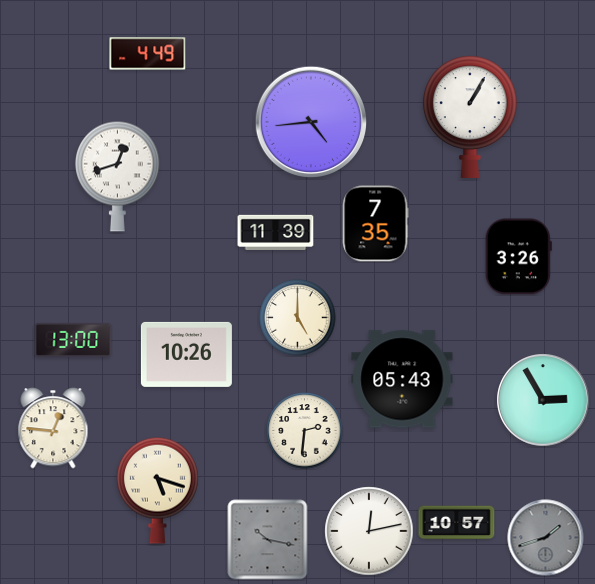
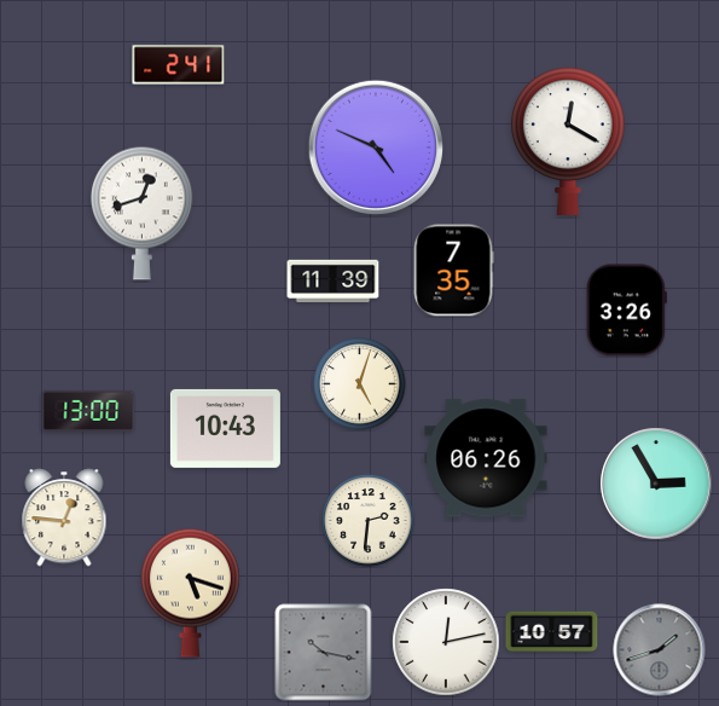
clock at (148, 54): 4:49 -> 2:41
clock at (470, 117): 1:05 -> 12:20
clock at (310, 121): 4:44 -> 4:49
clock at (298, 318): 5:00 -> 5:03
clock at (186, 354): 10:26 -> 10:43
clock at (402, 379): 05:43 -> 06:26
